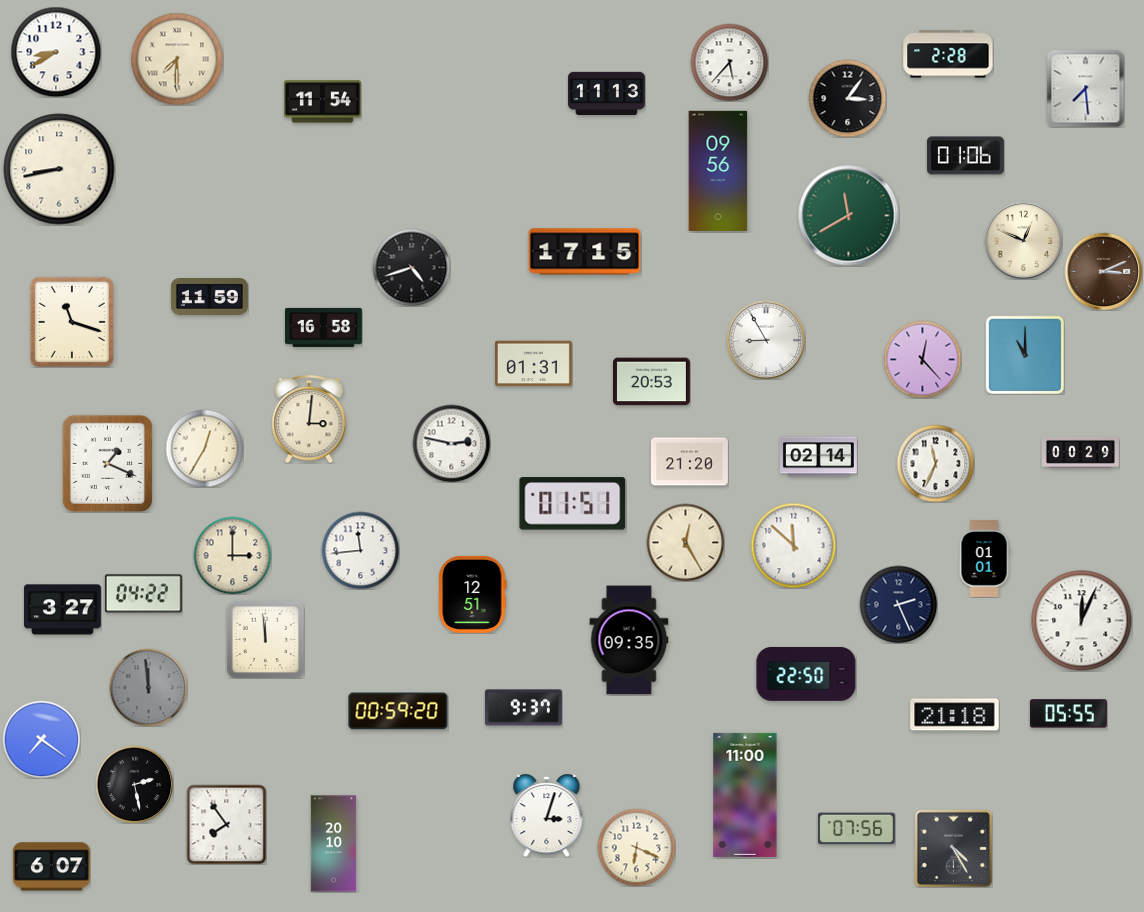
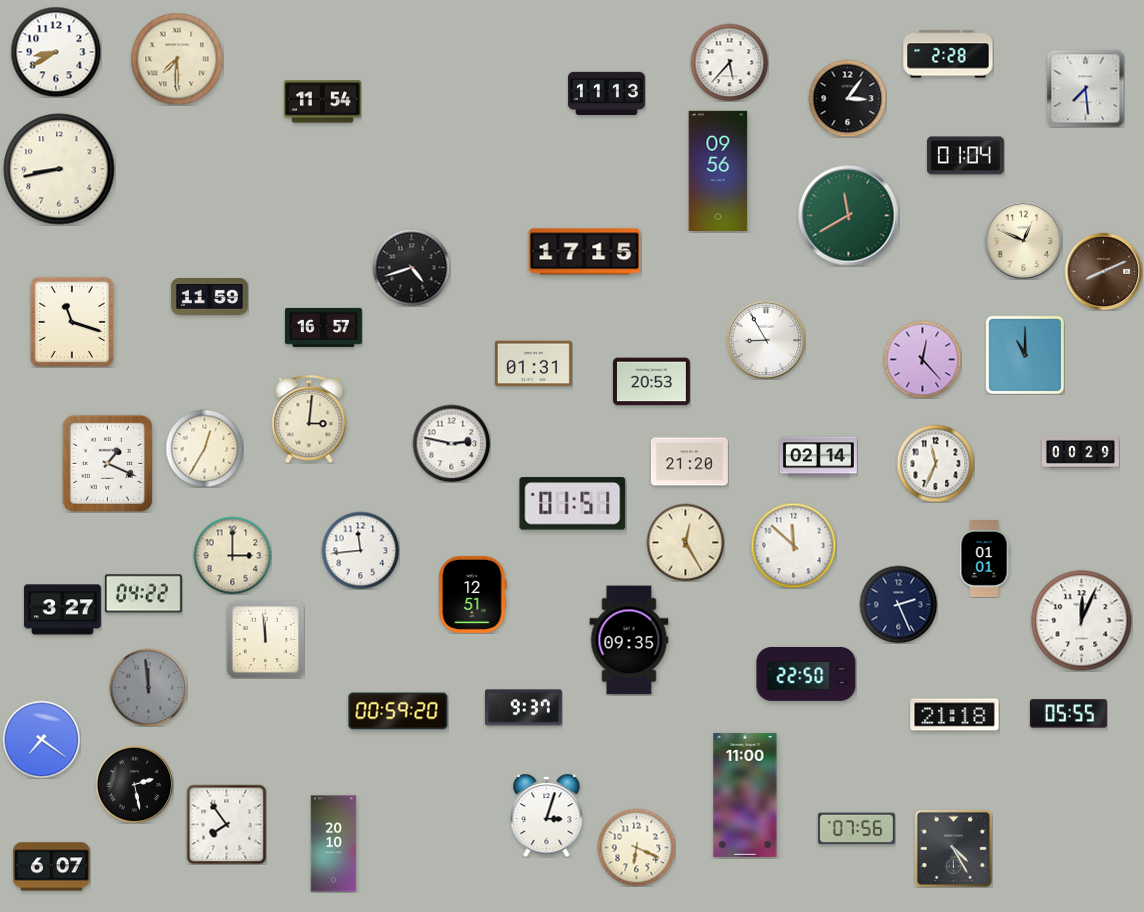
clock at (965, 156): 01:06 -> 01:04
clock at (1103, 271): 3:11 -> 8:11
clock at (323, 327): 16:58 -> 16:57
